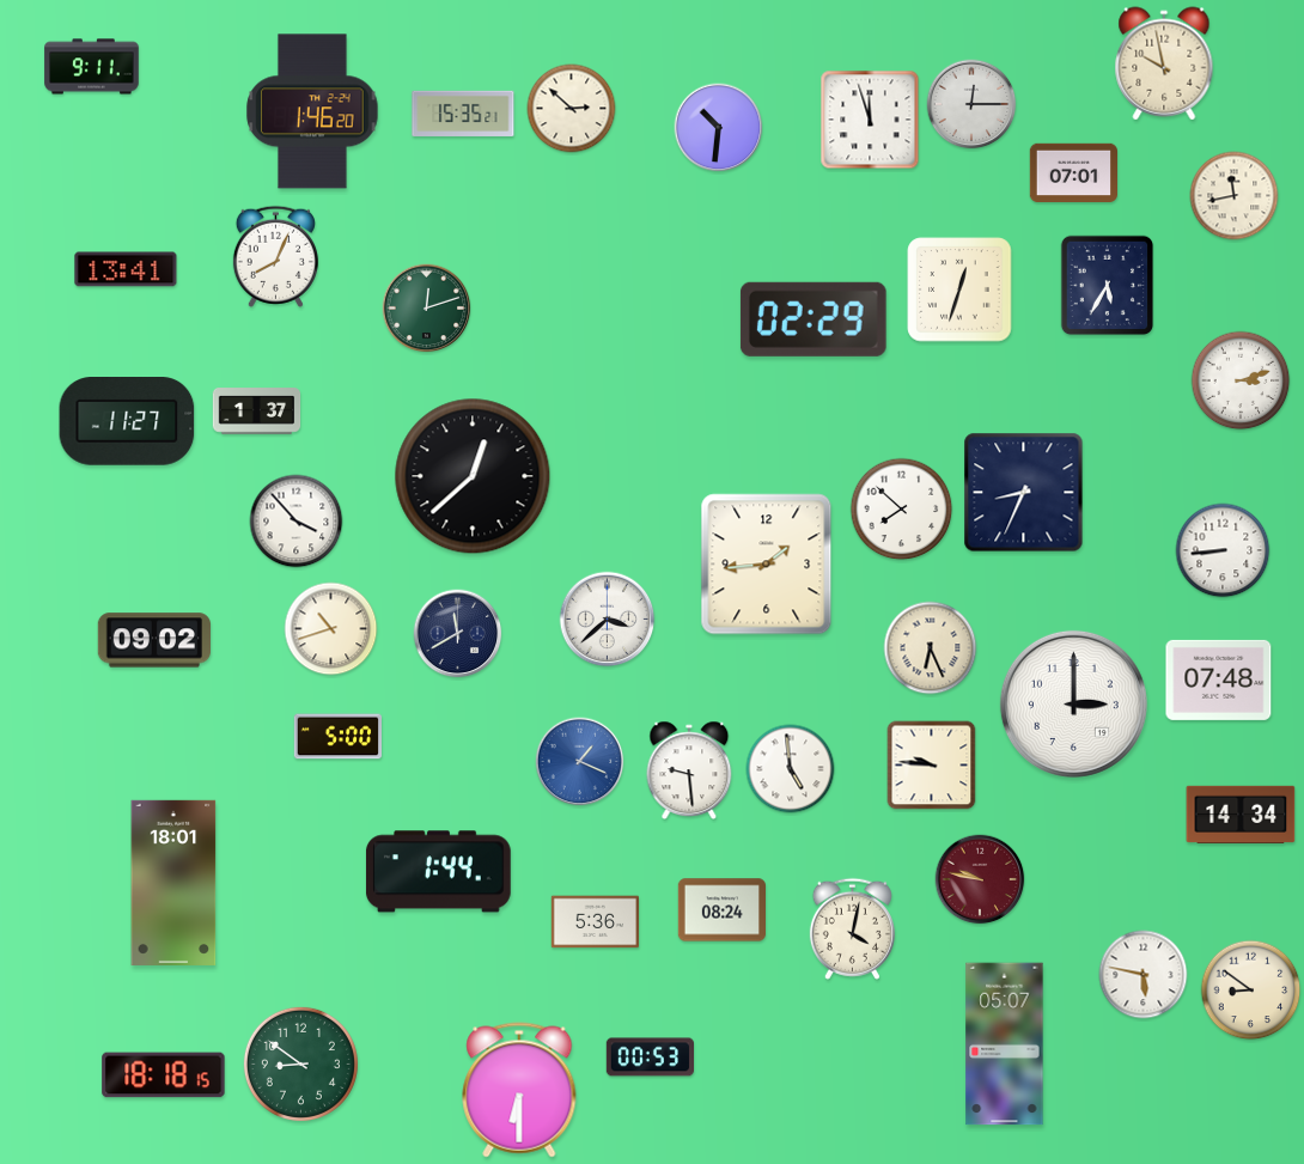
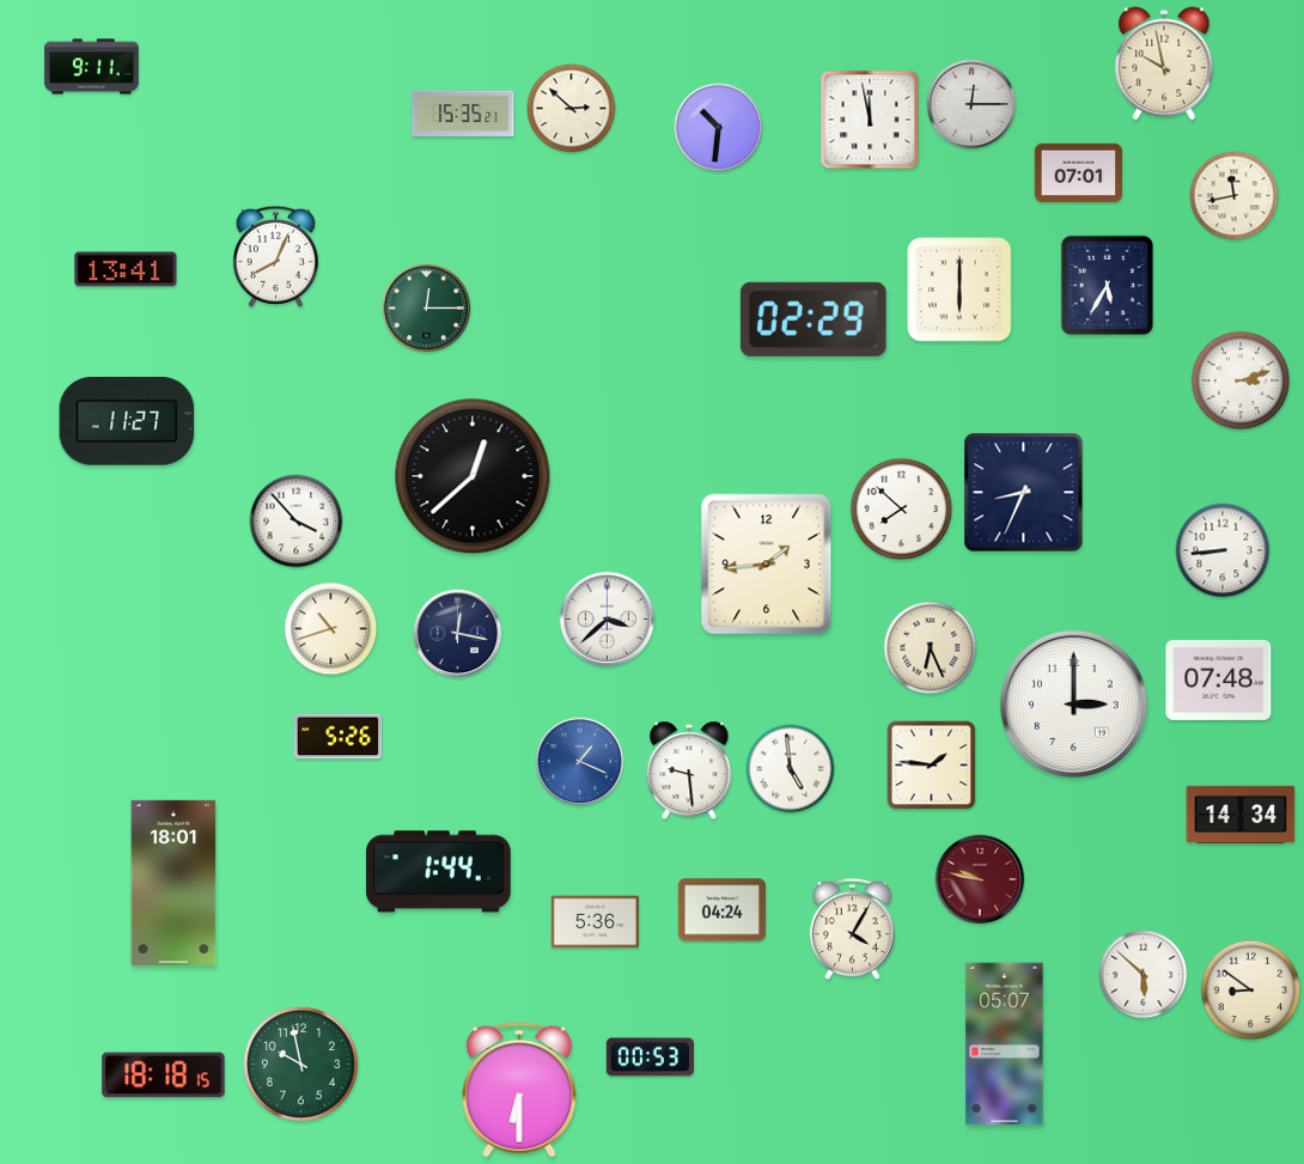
clock at (312, 111): 1:46 -> none
clock at (870, 120): 11:57 -> 11:58
clock at (1073, 173) position: (1073, 173) -> (1078, 173)
clock at (959, 290): 12:33 -> 6:00
clock at (427, 309): 12:12 -> 12:15
clock at (257, 412): 1:37 -> none
clock at (458, 634): 11:40 -> 12:17
clock at (153, 640): 09:02 -> none
clock at (339, 737): 5:00 -> 5:26
clock at (932, 766): 9:46 -> 1:46
clock at (721, 910): 08:24 -> 04:24
clock at (852, 928): 4:02 -> 4:05
clock at (1144, 975): 5:47 -> 5:52
clock at (300, 1064): 8:51 -> 9:58
